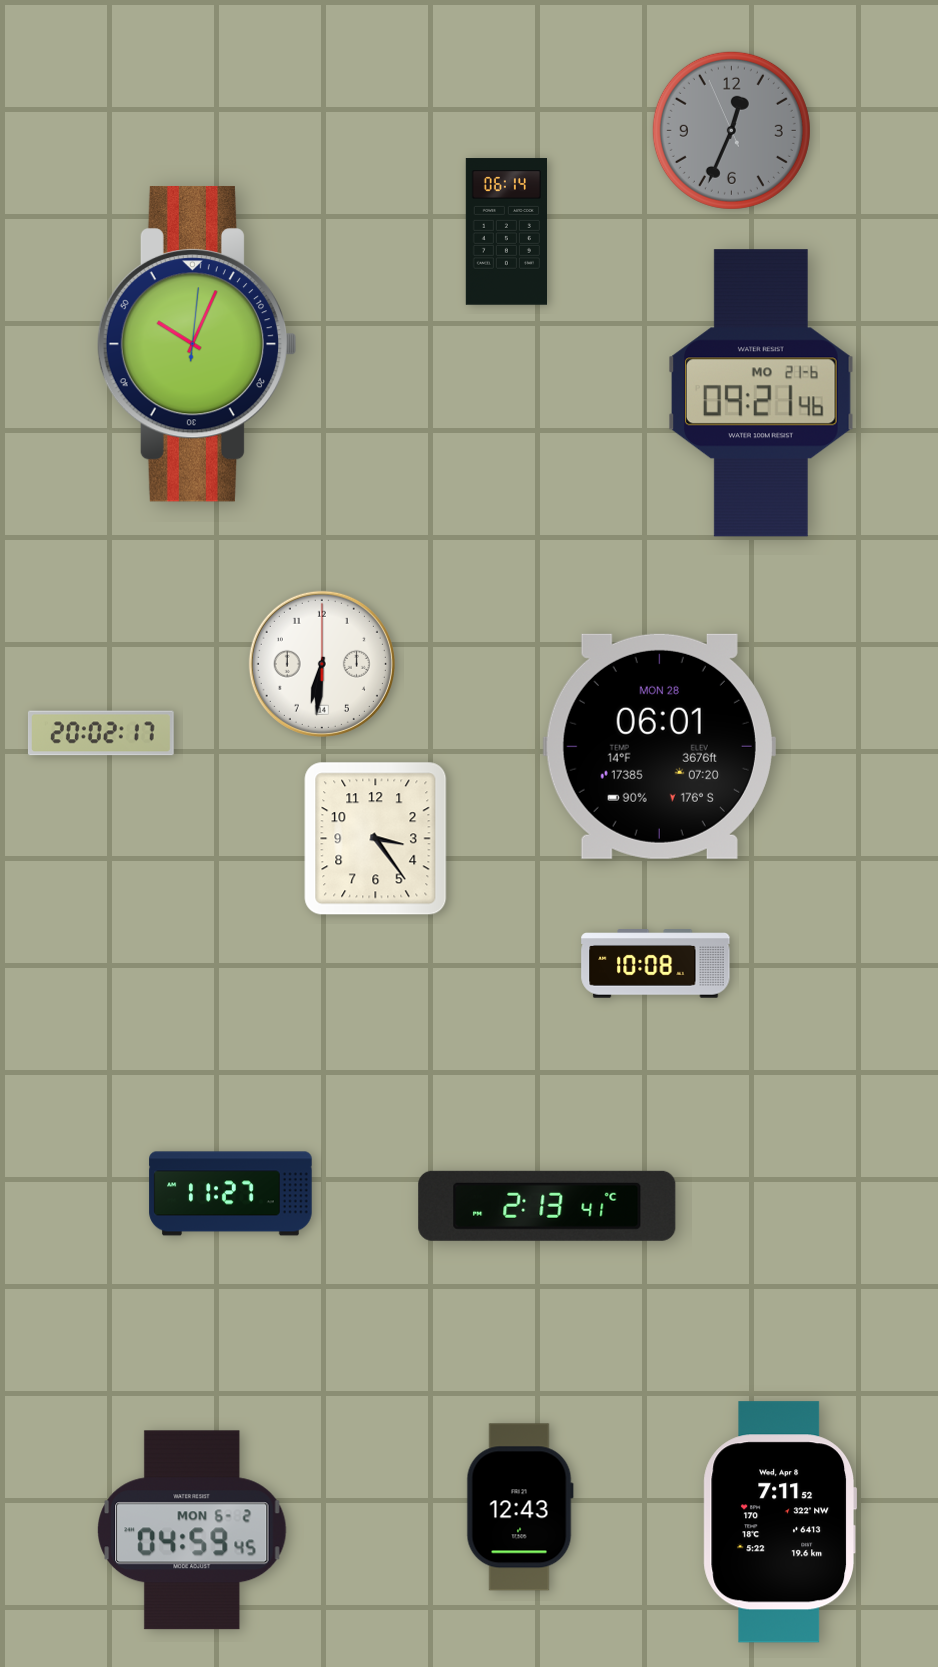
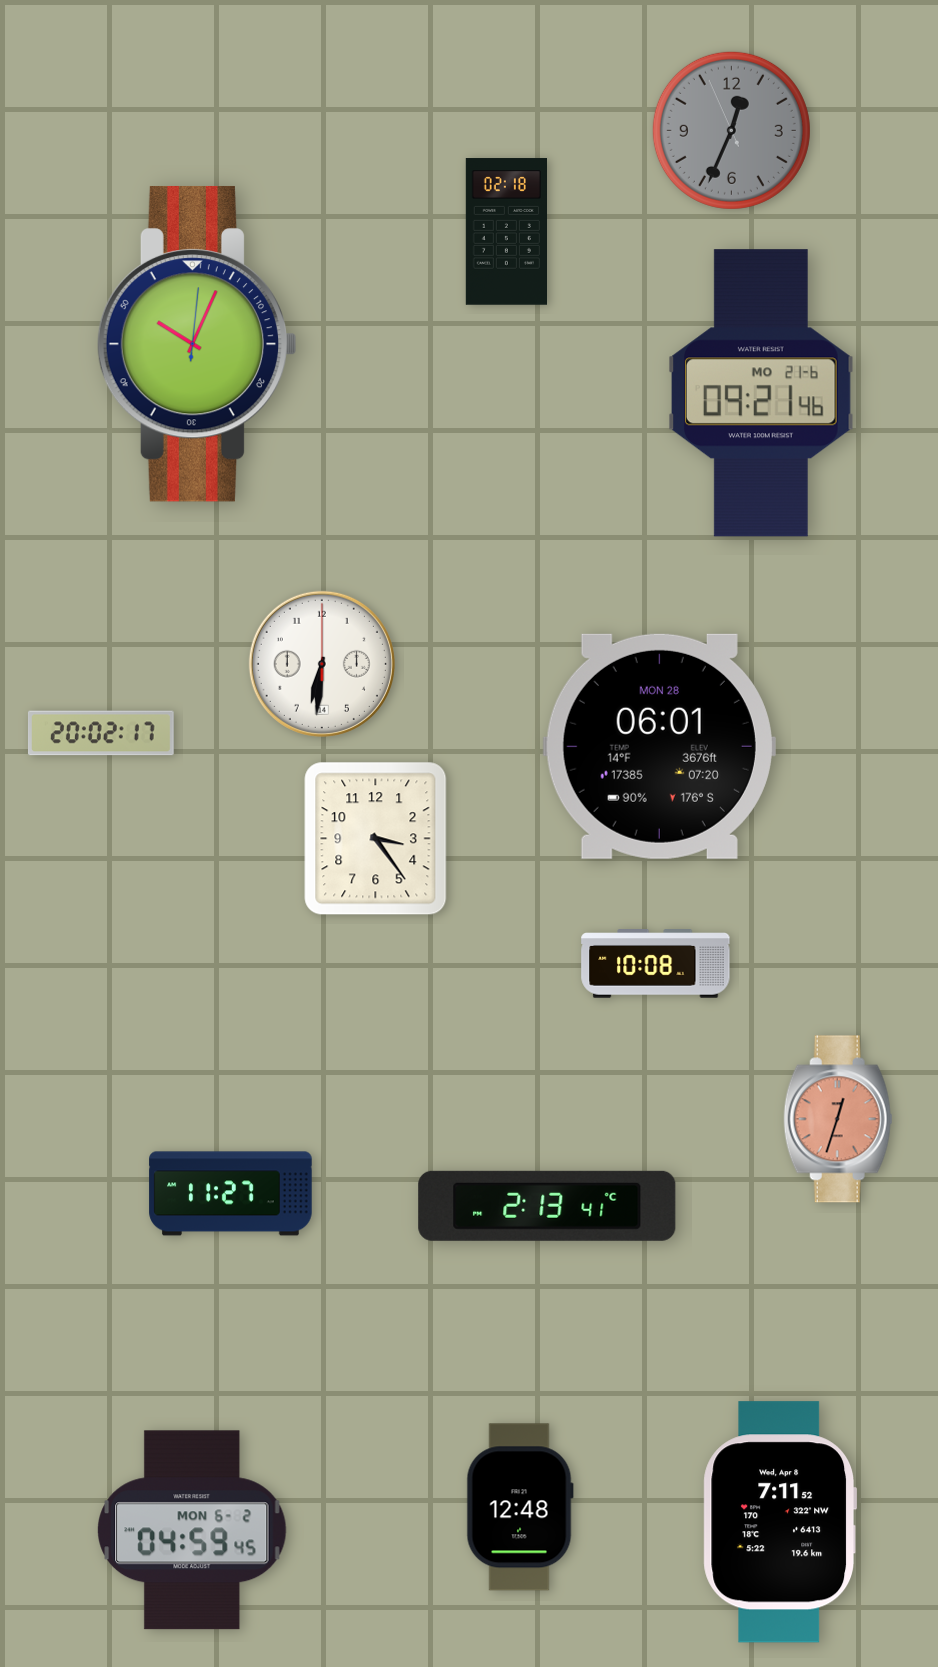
clock at (506, 232): 06:14 -> 02:18
clock at (838, 1119): none -> 12:33
clock at (520, 1507): 12:43 -> 12:48
